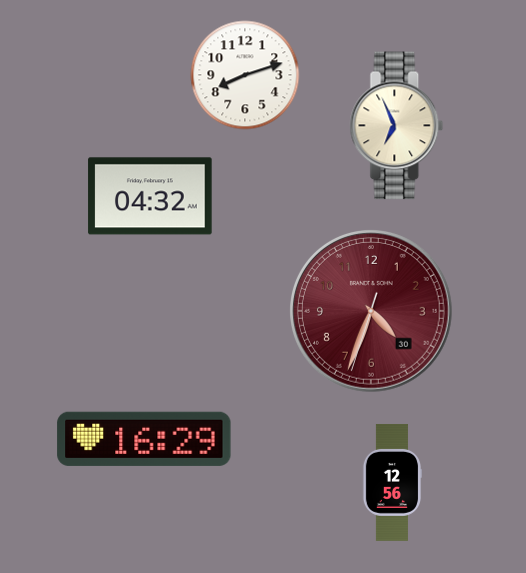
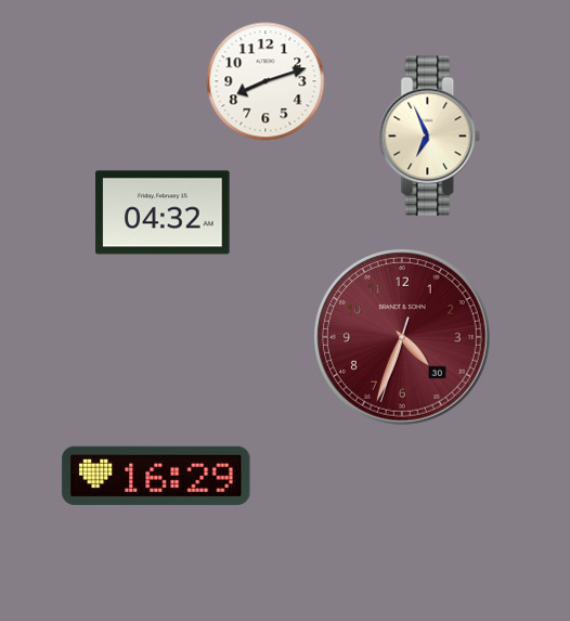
clock at (391, 482): 12:56 -> none
